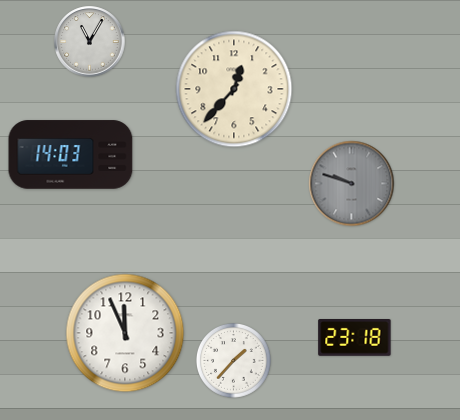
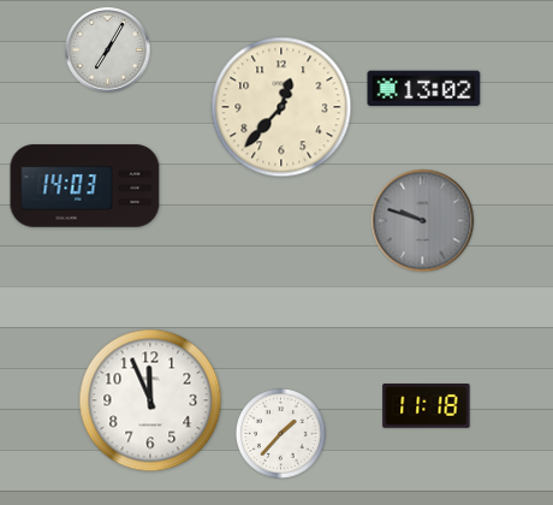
clock at (90, 42): 11:05 -> 7:05
clock at (424, 89): none -> 13:02
clock at (355, 338): 23:18 -> 11:18
